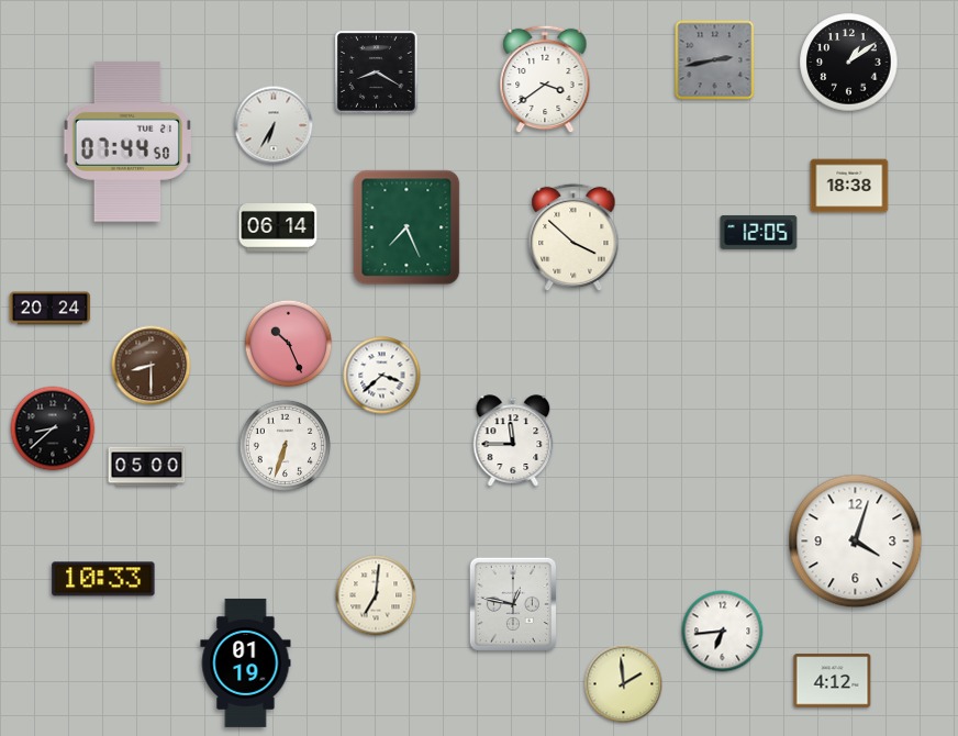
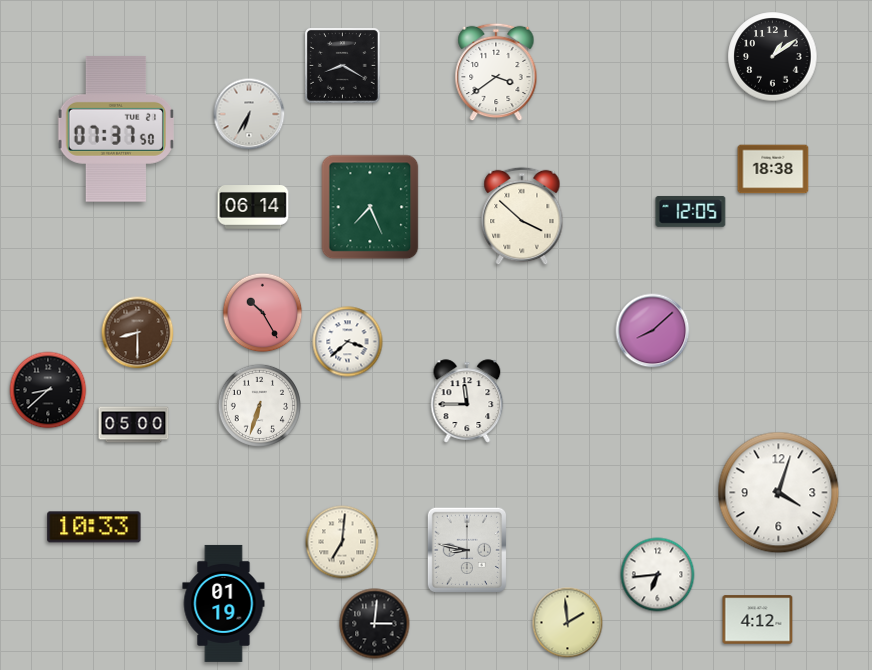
clock at (715, 60): 2:43 -> none
clock at (127, 142): 07:44 -> 07:37
clock at (51, 309): 20:24 -> none
clock at (289, 344): 10:26 -> 10:25
clock at (653, 331): none -> 8:08
clock at (512, 603): 12:47 -> 8:47
clock at (375, 624): none -> 3:01
